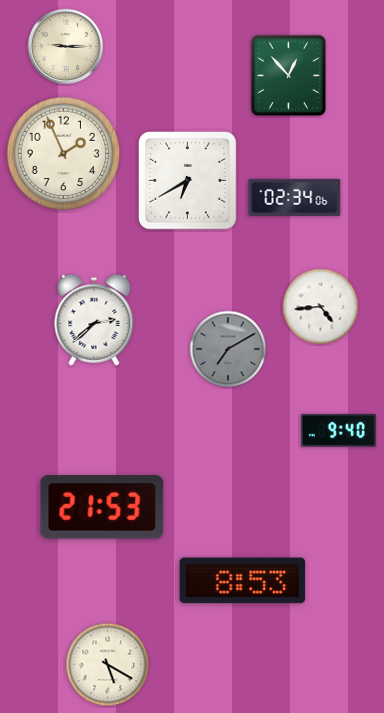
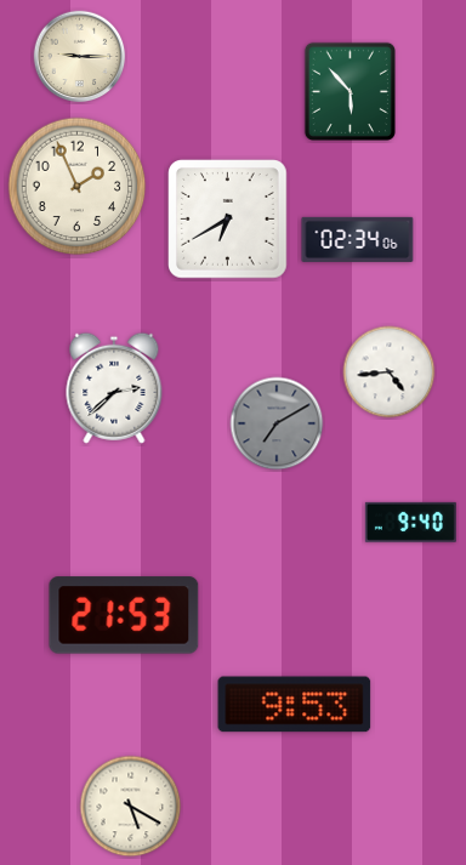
clock at (288, 75): 12:53 -> 5:53
clock at (243, 581): 8:53 -> 9:53
